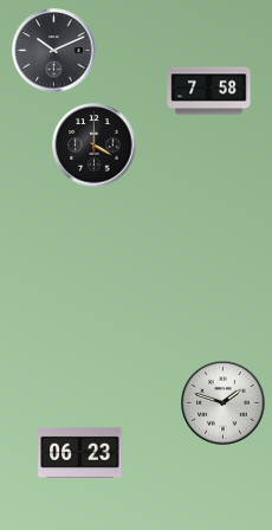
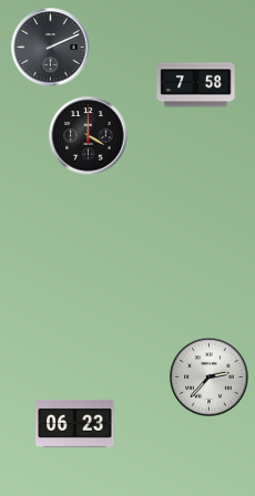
clock at (54, 51): 10:11 -> 2:11
clock at (224, 403): 1:48 -> 2:37
